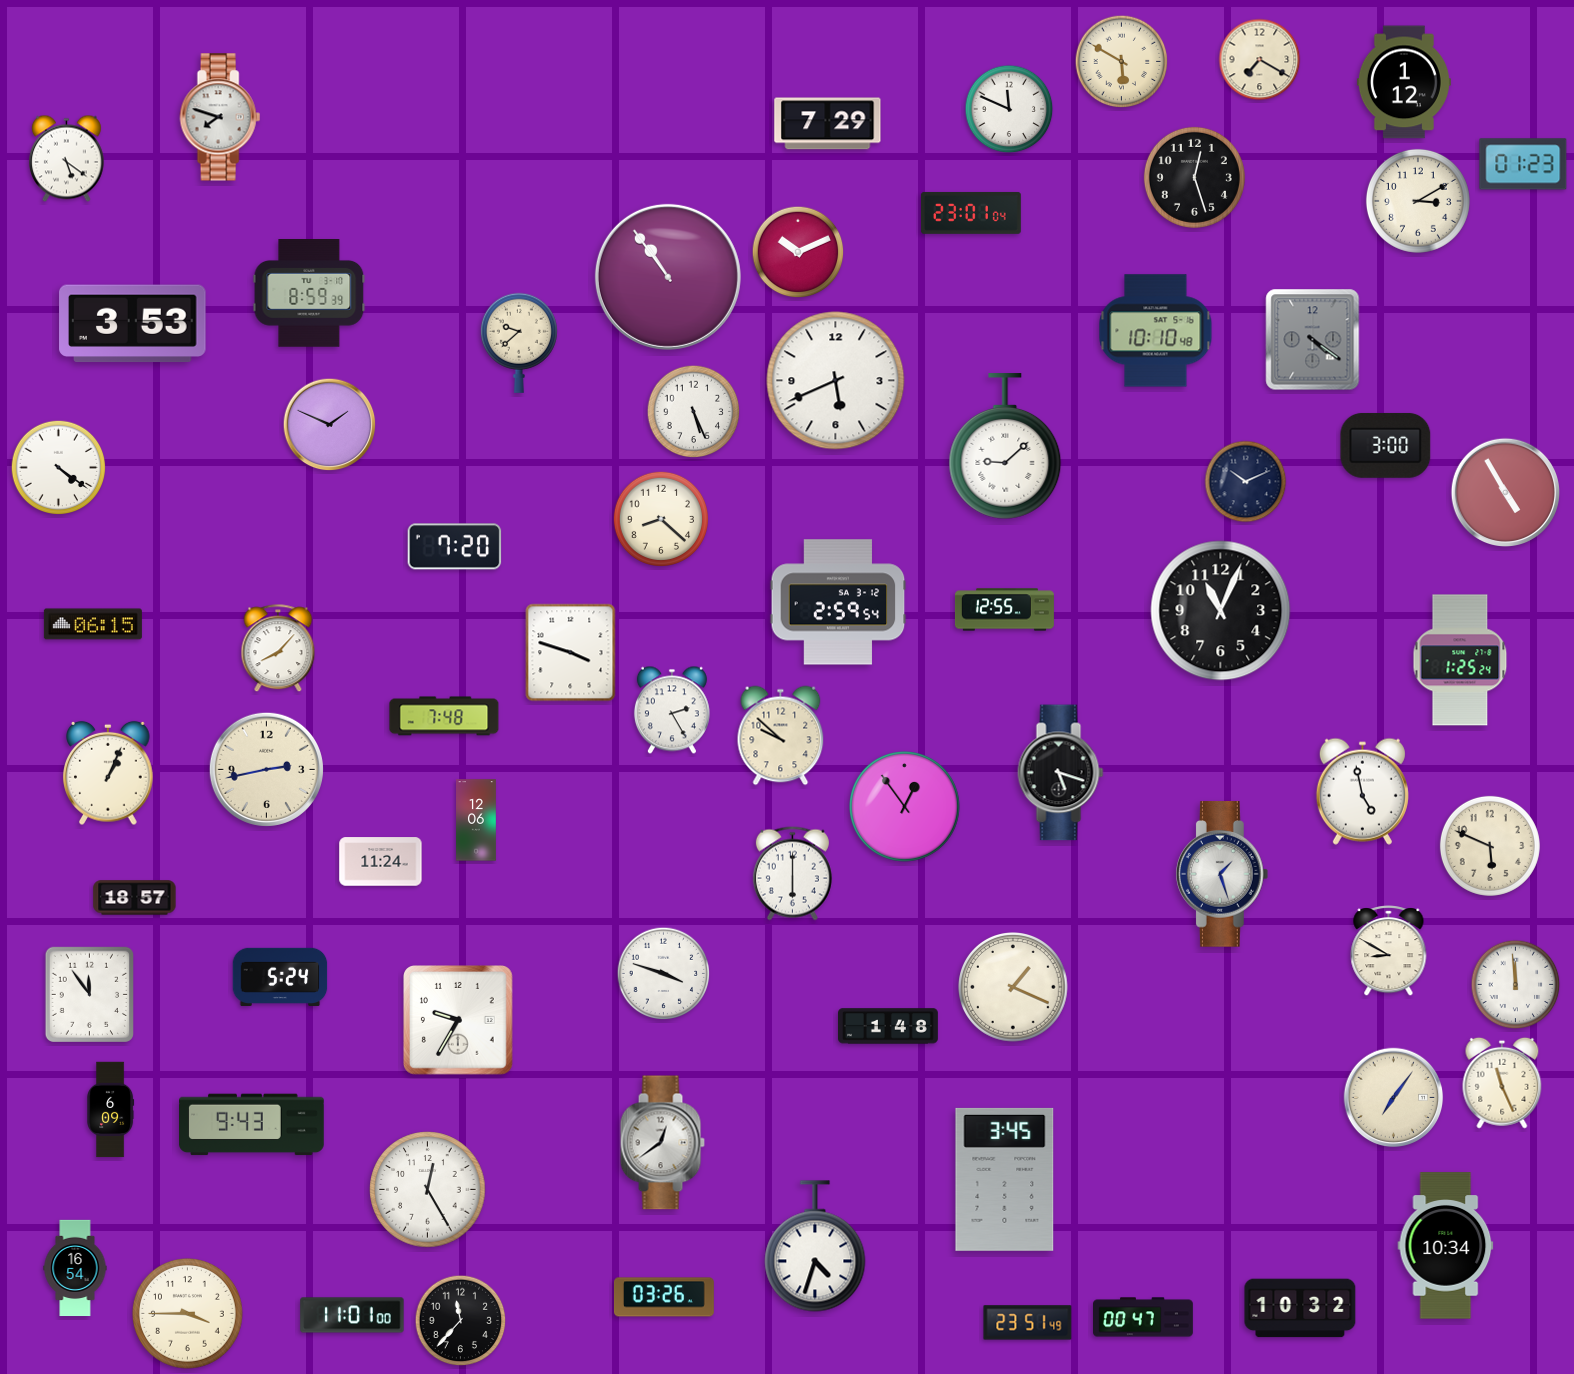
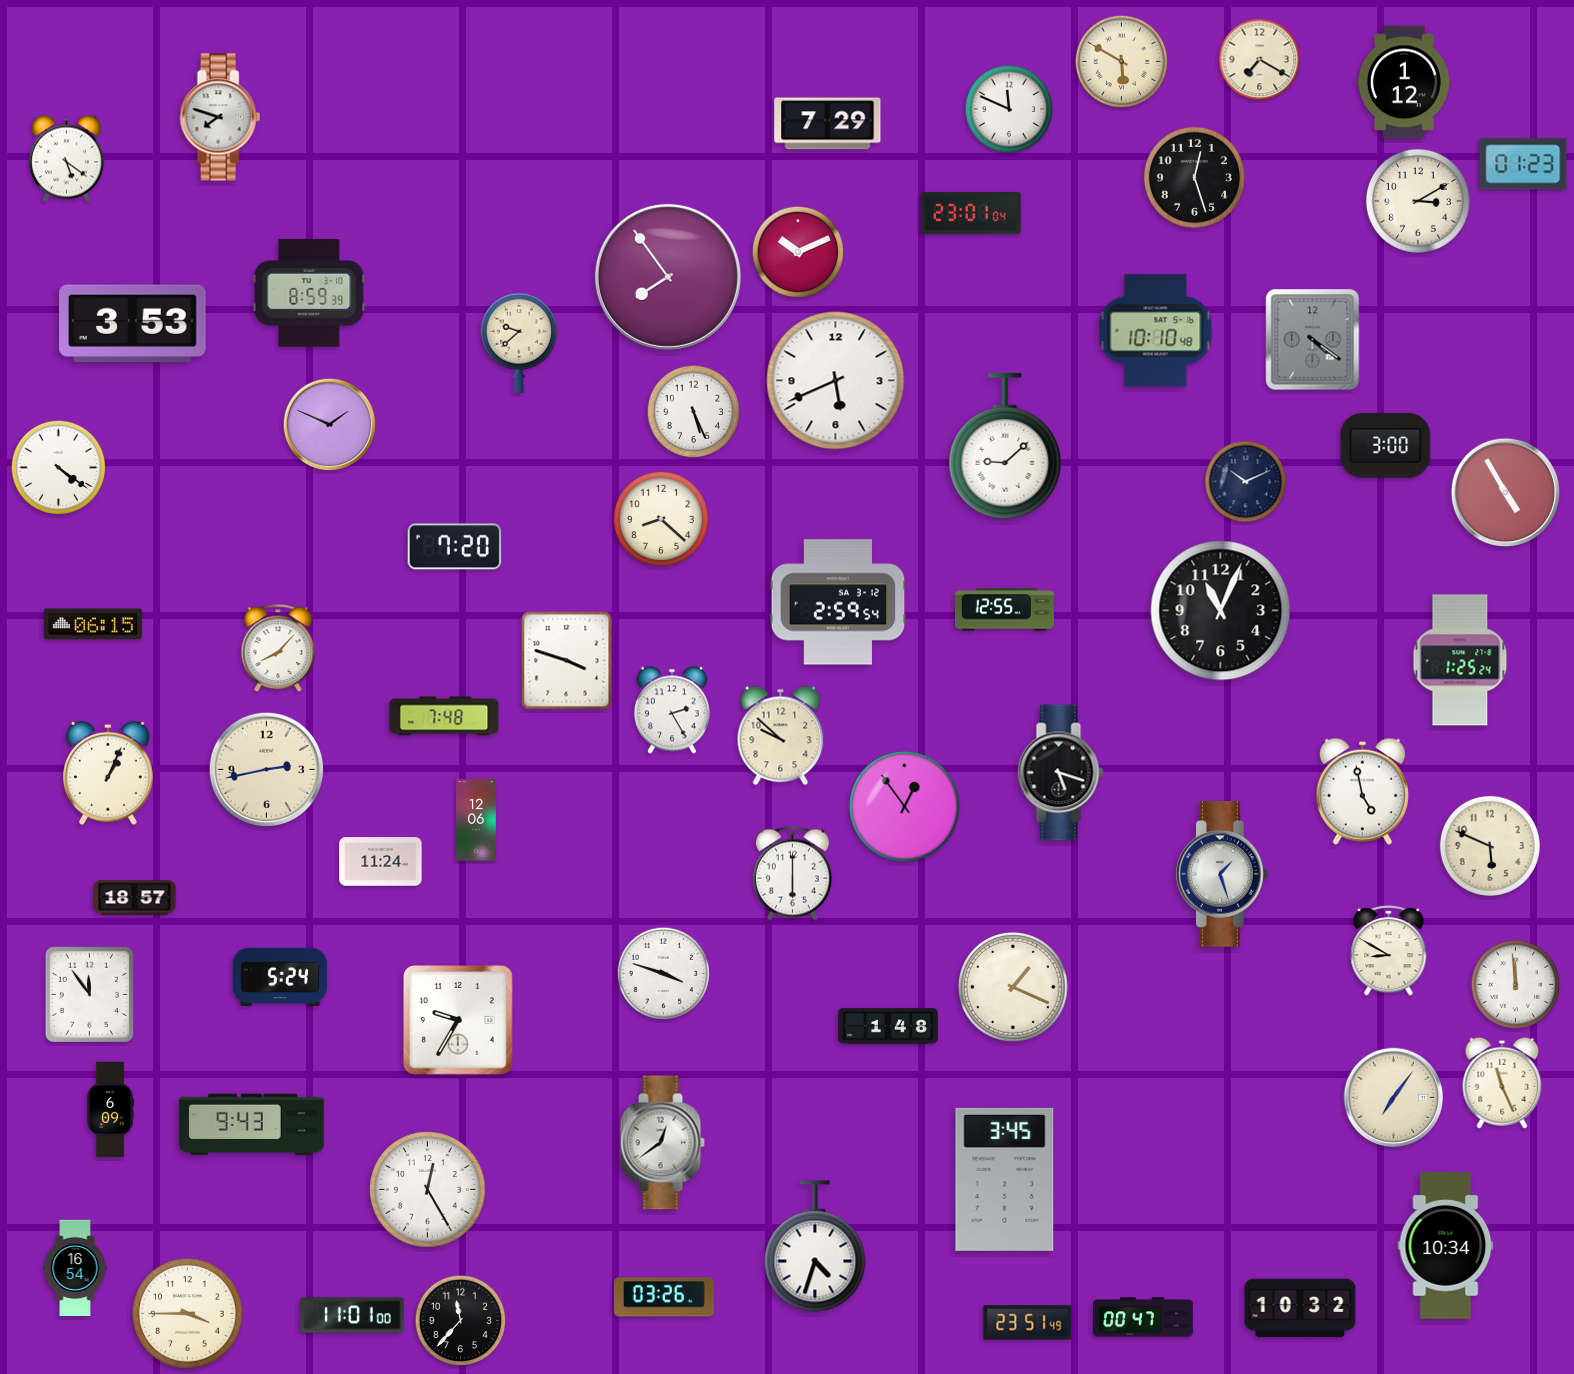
clock at (668, 277): 10:54 -> 7:54
clock at (571, 653) position: (571, 653) -> (567, 661)
